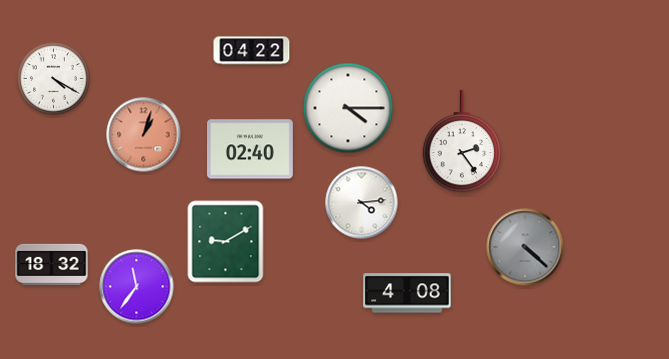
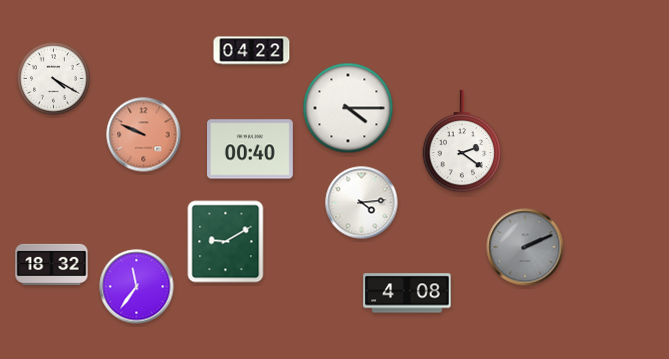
clock at (144, 135): 1:03 -> 9:49
clock at (462, 141): 2:24 -> 2:21
clock at (251, 149): 02:40 -> 00:40
clock at (525, 247): 4:22 -> 2:11
